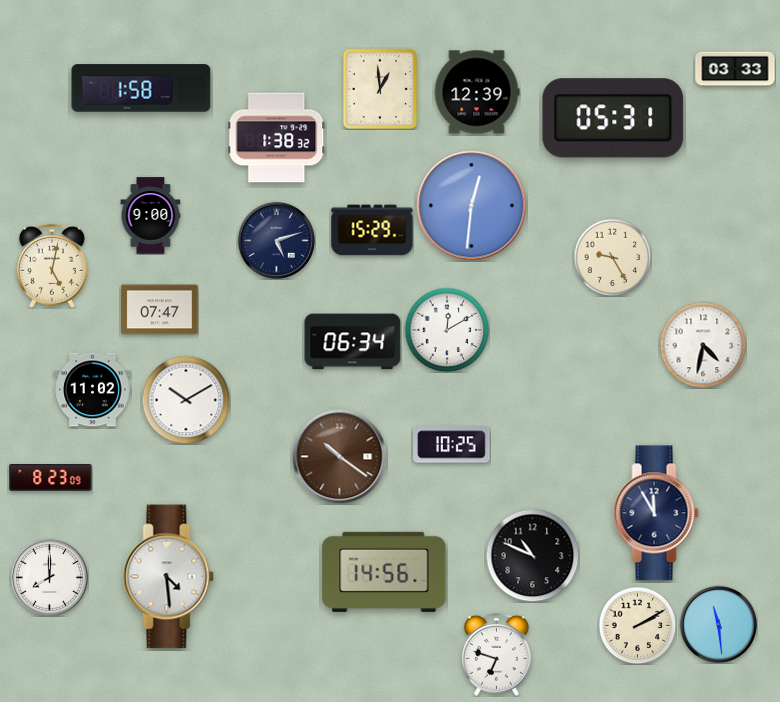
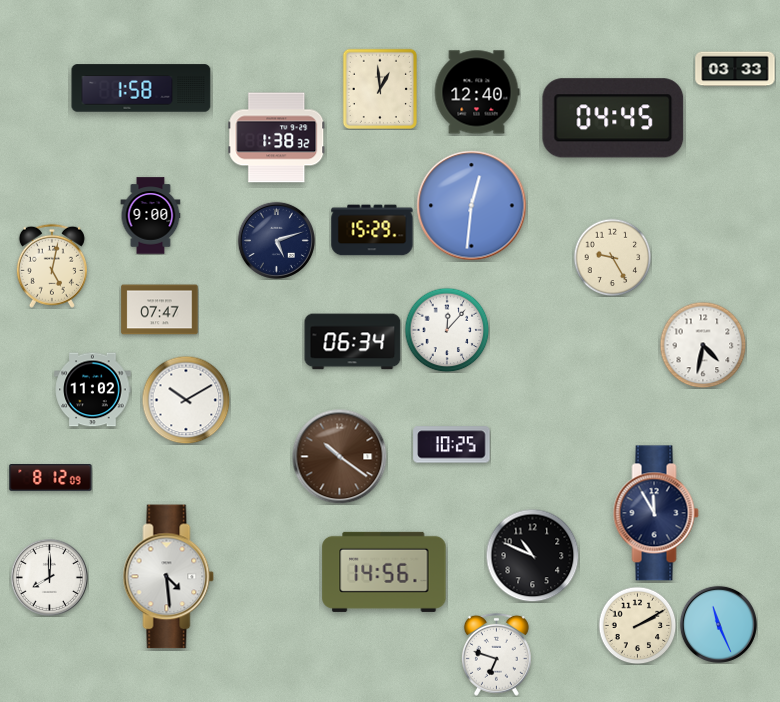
clock at (477, 92): 12:39 -> 12:40
clock at (613, 118): 05:31 -> 04:45
clock at (447, 330): 12:10 -> 12:07
clock at (51, 478): 8:23 -> 8:12
clock at (718, 624): 11:29 -> 11:26
